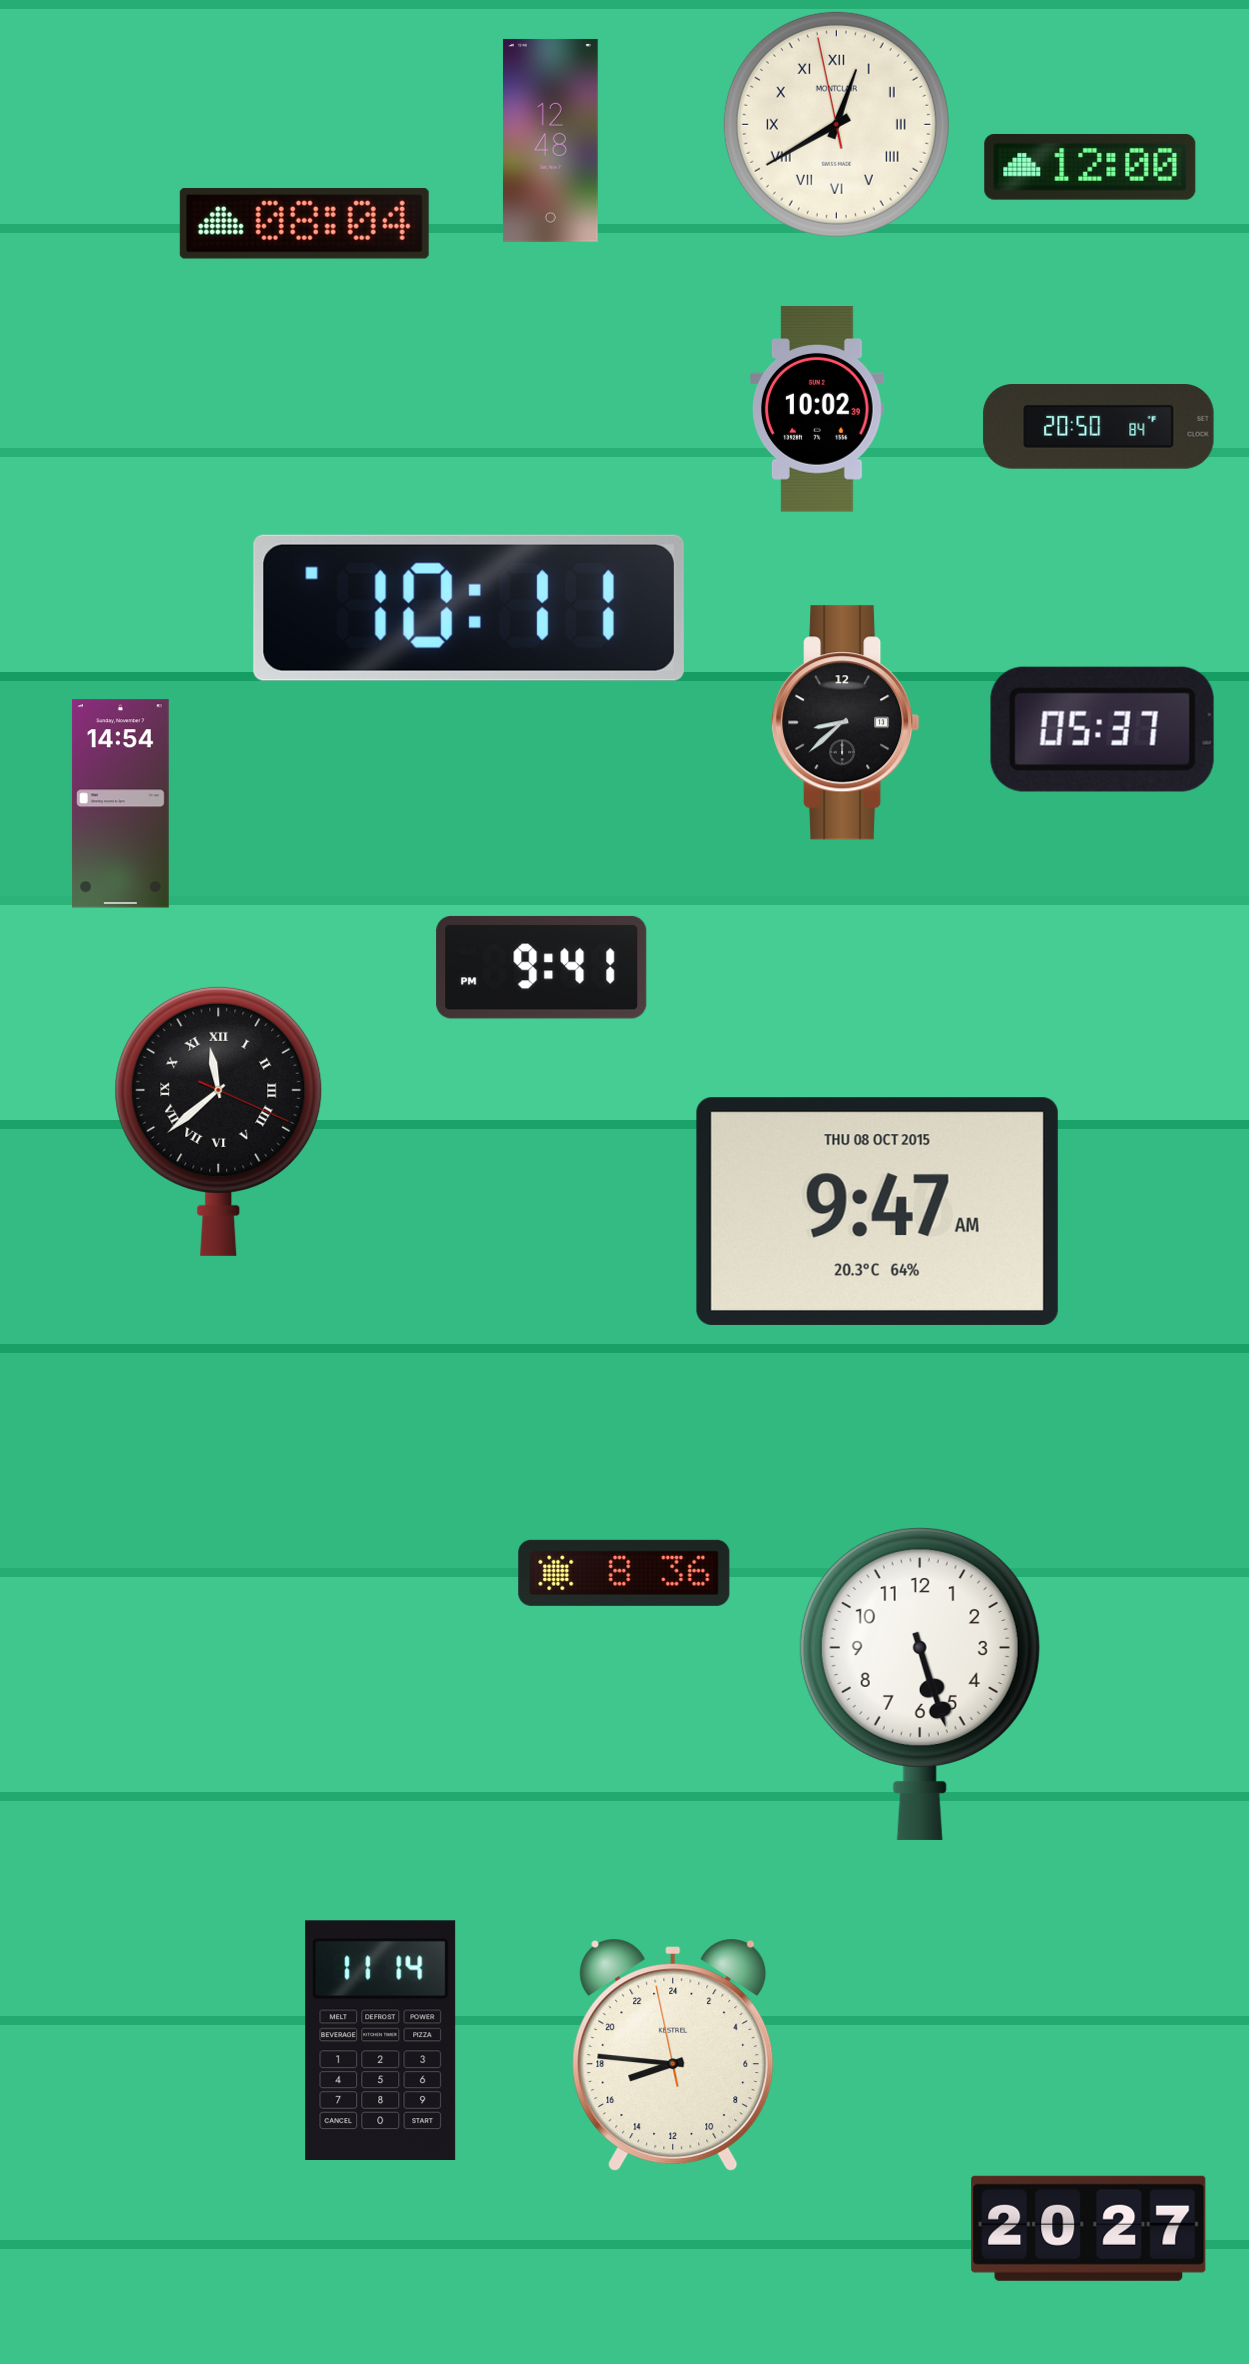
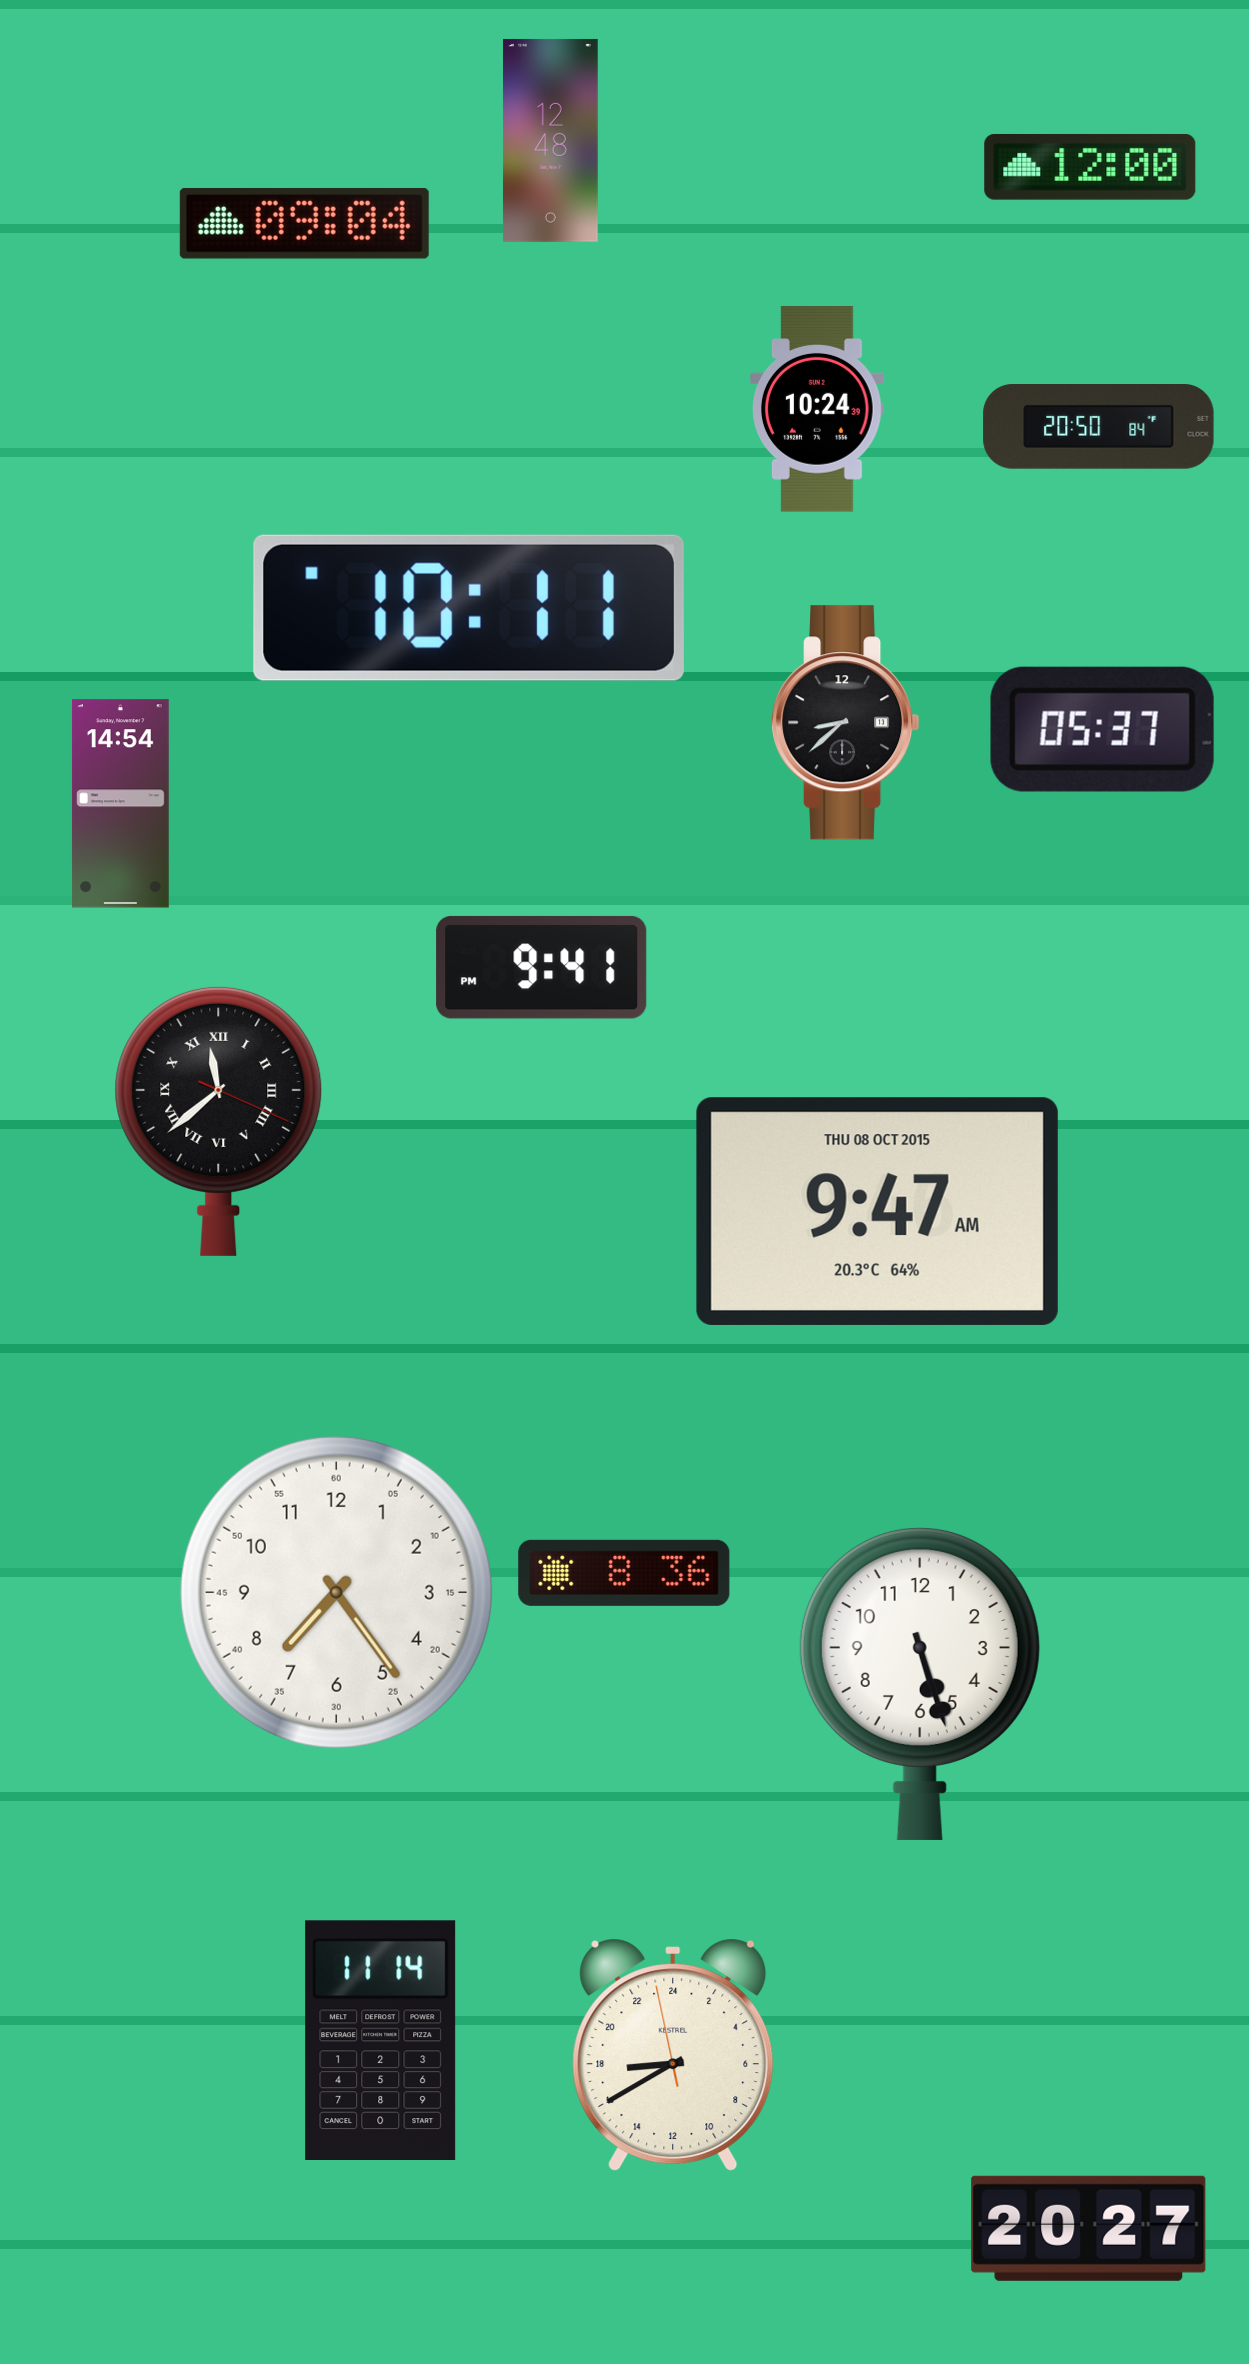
clock at (836, 124): 12:39 -> none
clock at (304, 224): 08:04 -> 09:04
clock at (817, 409): 10:02 -> 10:24
clock at (336, 1592): none -> 7:24
clock at (673, 2055): 16:45 -> 17:39
